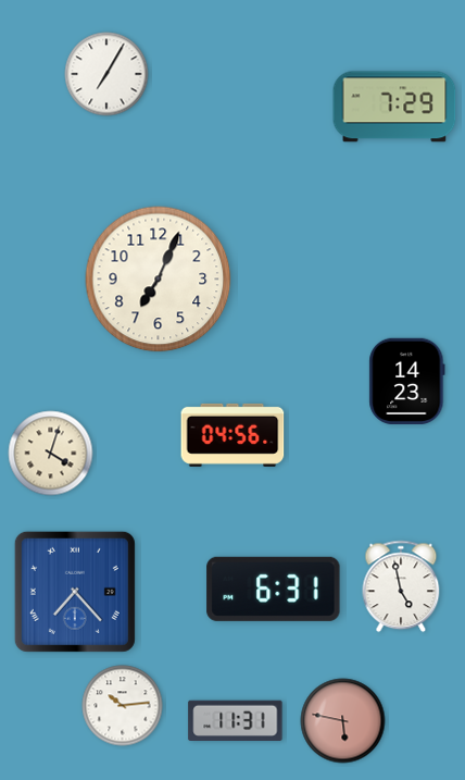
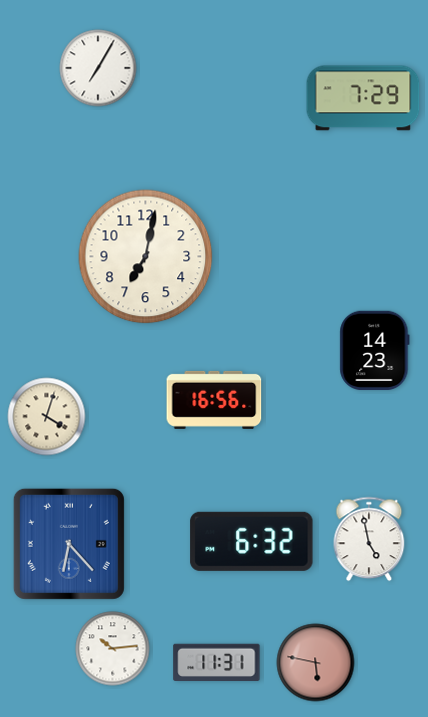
clock at (159, 280): 7:04 -> 7:02
clock at (232, 435): 04:56 -> 16:56
clock at (274, 589): 6:31 -> 6:32
clock at (75, 592): 7:23 -> 6:23
